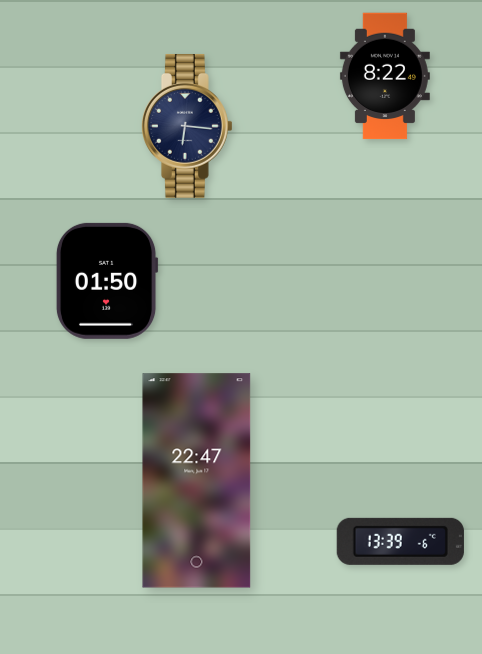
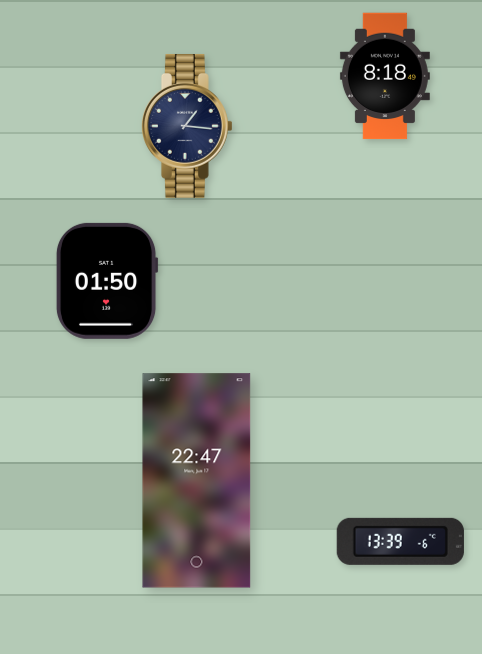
clock at (385, 76): 8:22 -> 8:18
clock at (187, 126): 6:16 -> 1:16
